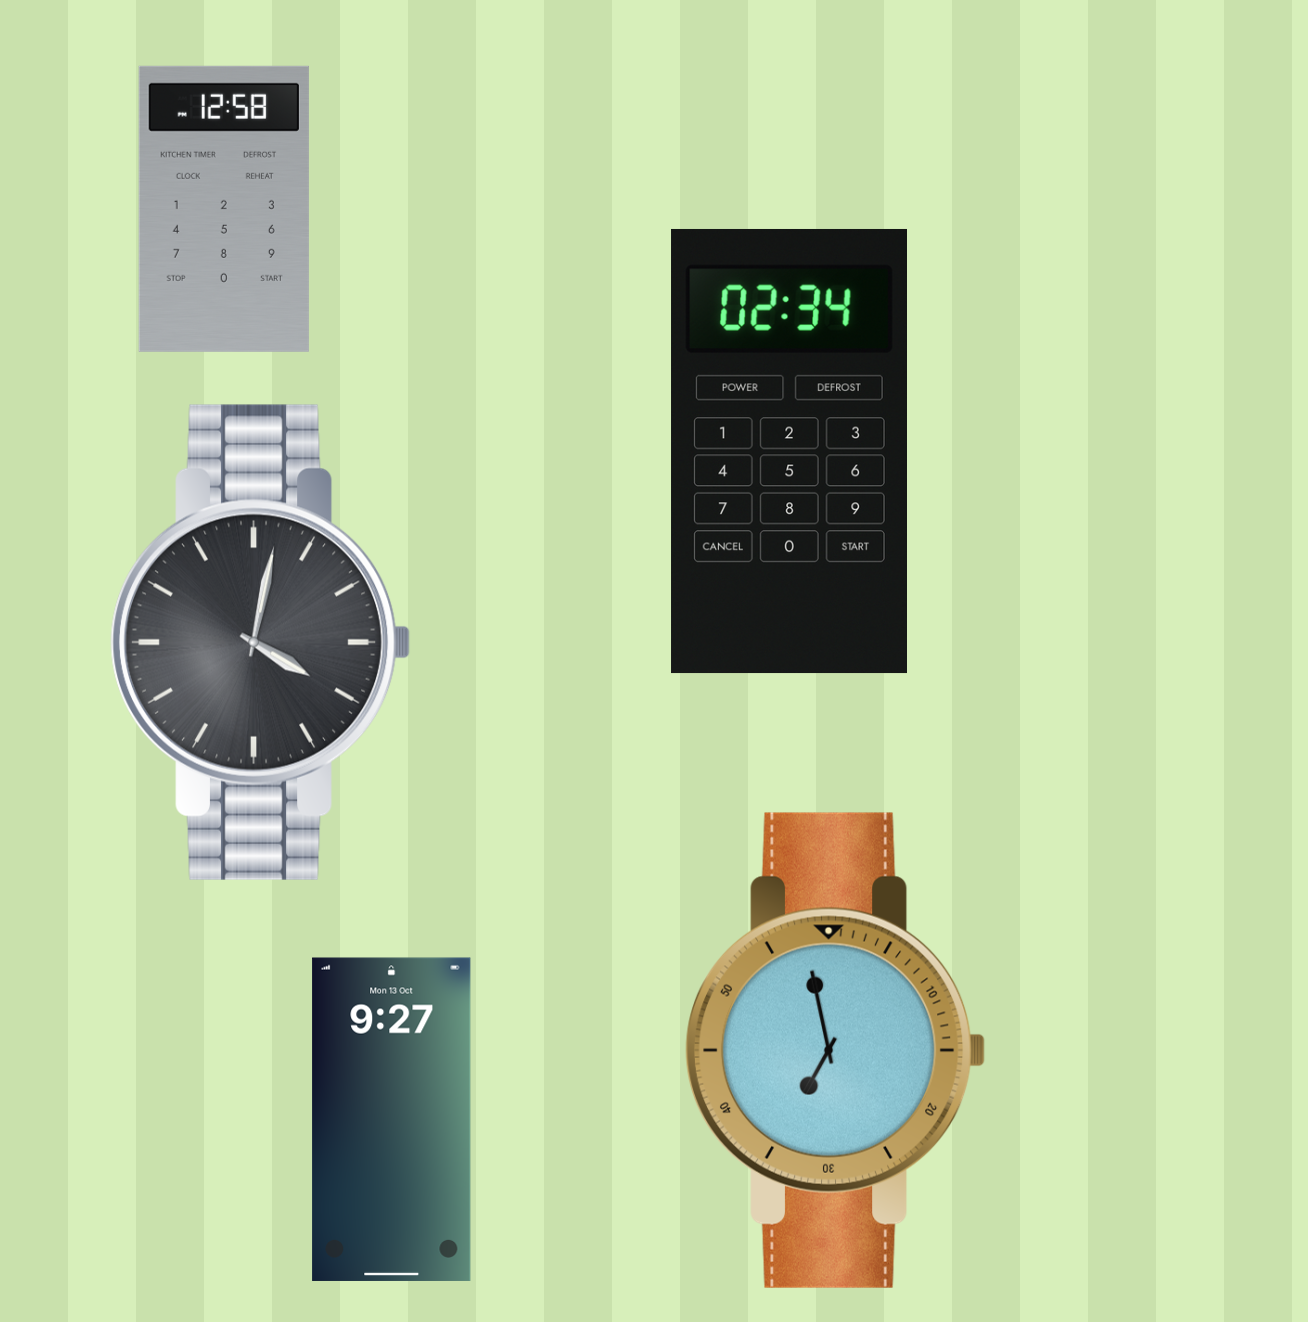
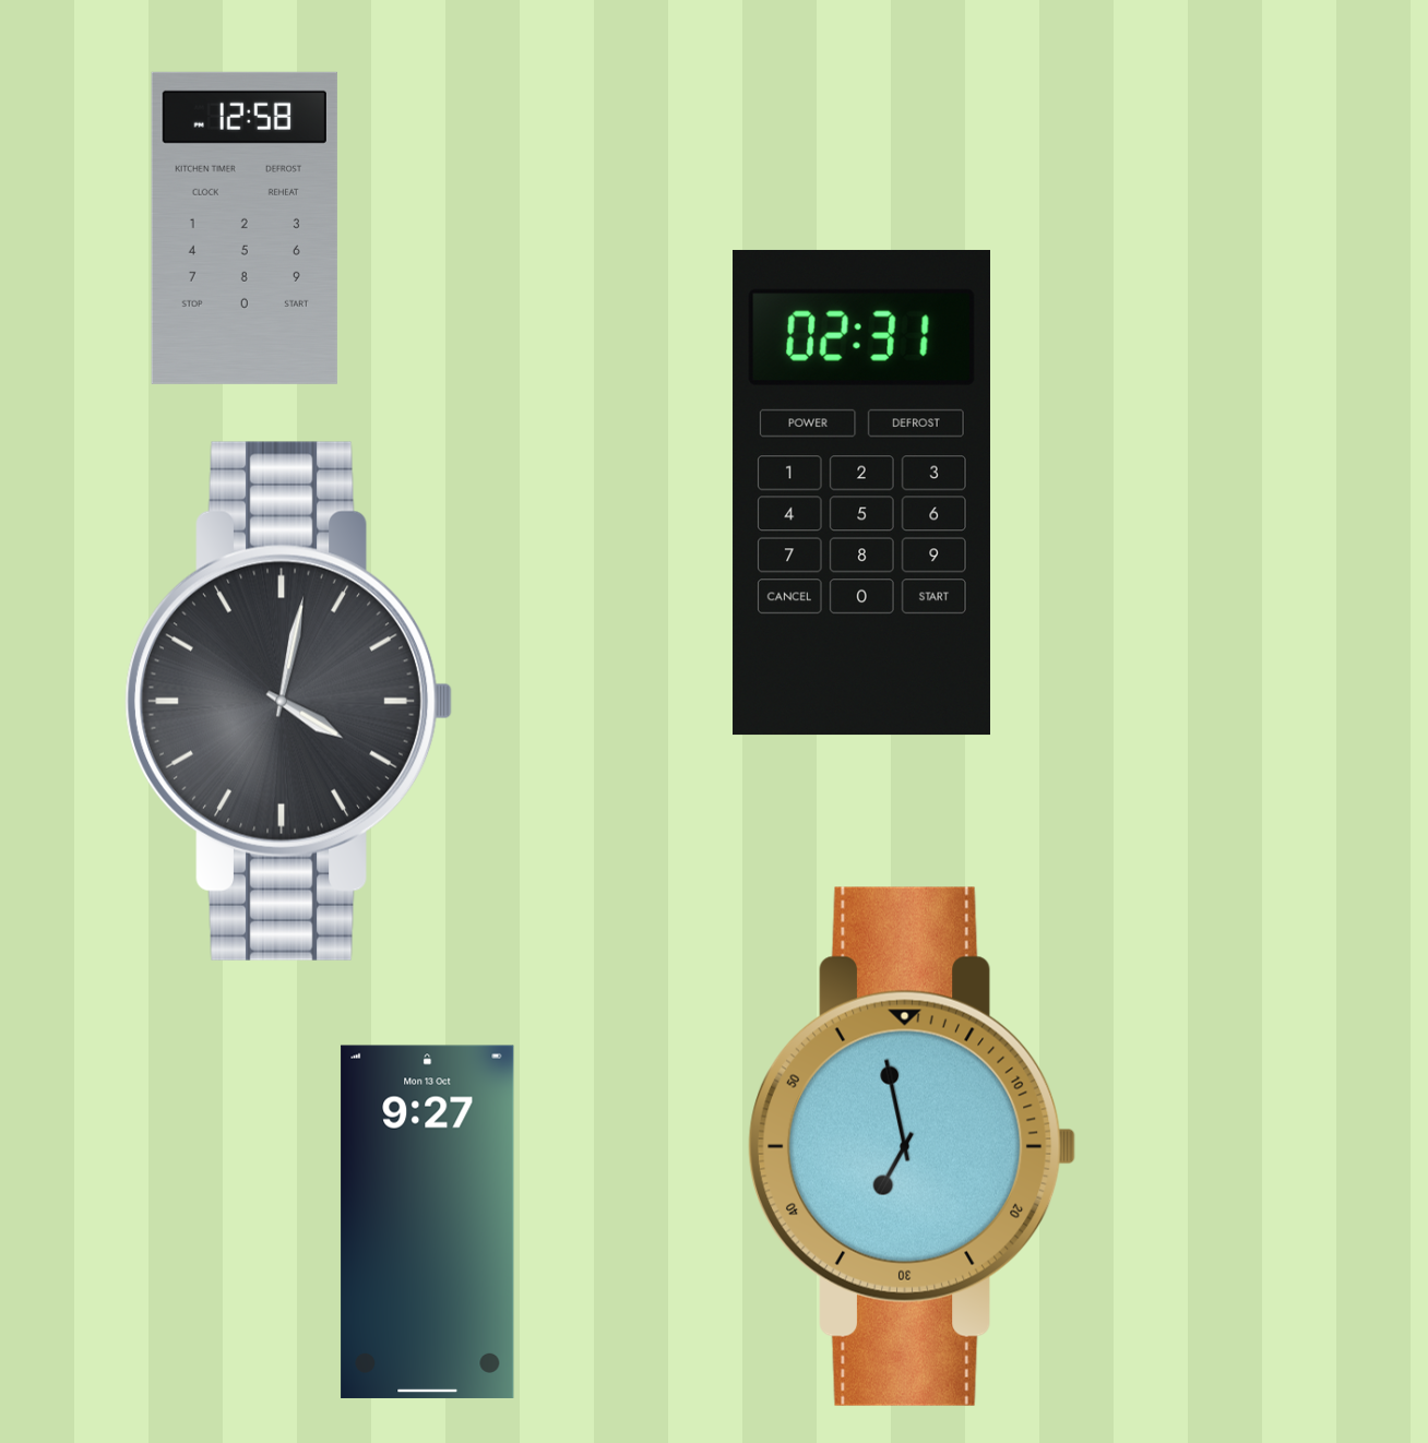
clock at (789, 451): 02:34 -> 02:31
clock at (261, 642) position: (261, 642) -> (289, 701)
